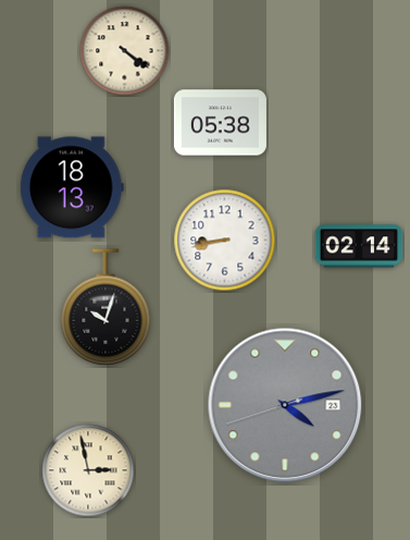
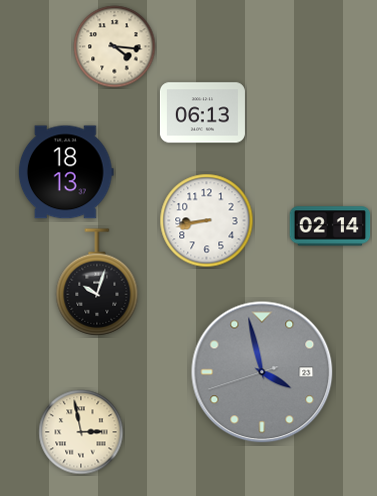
clock at (125, 51): 4:21 -> 4:16
clock at (220, 123): 05:38 -> 06:13
clock at (285, 405): 4:12 -> 3:57
